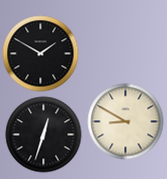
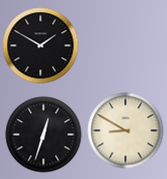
clock at (41, 54) position: (41, 54) -> (41, 46)
clock at (126, 122) position: (126, 122) -> (126, 131)
